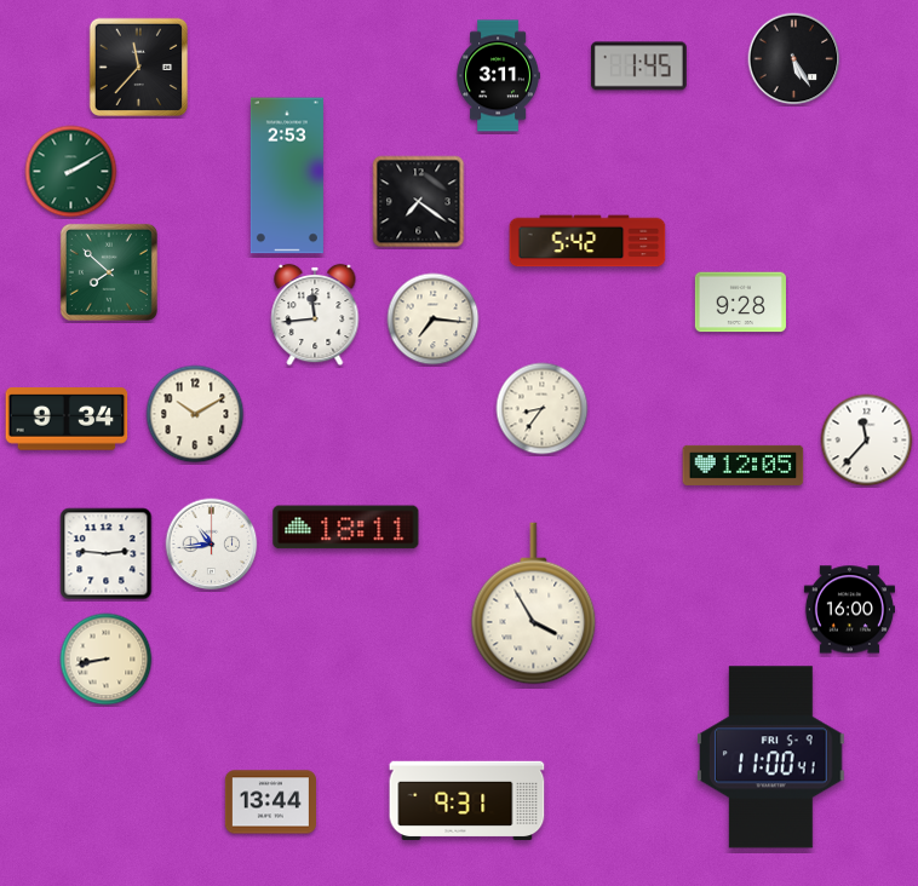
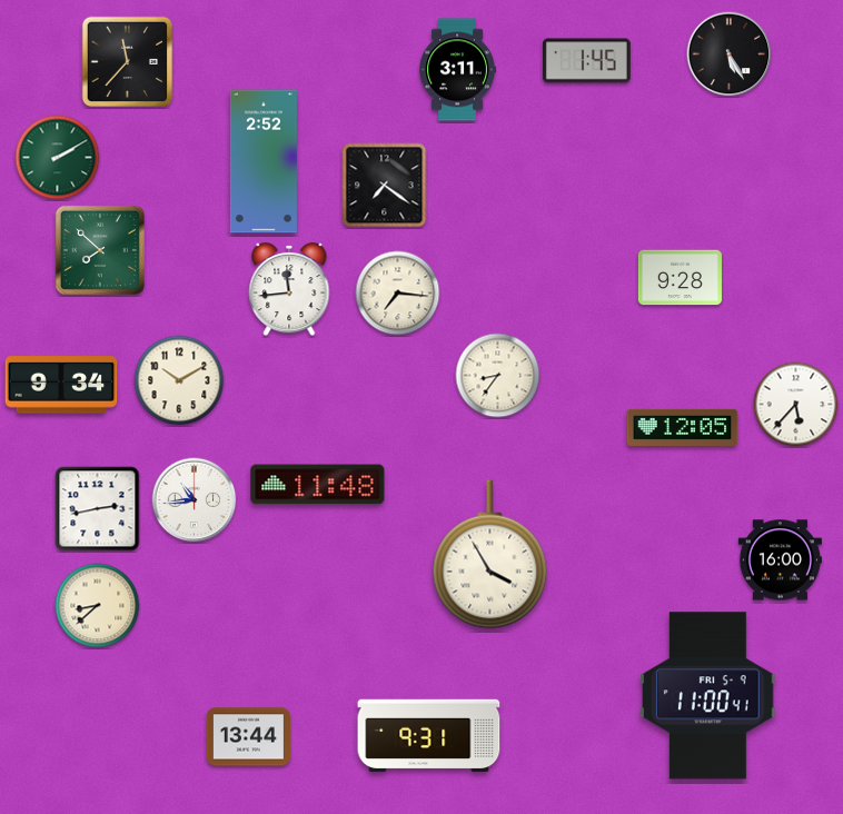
clock at (71, 172) position: (71, 172) -> (58, 158)
clock at (287, 176): 2:53 -> 2:52
clock at (587, 241): 5:42 -> none
clock at (867, 441): 11:37 -> 5:37
clock at (346, 528): 18:11 -> 11:48
clock at (107, 554): 2:46 -> 2:43
clock at (107, 660): 8:43 -> 8:38
